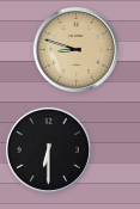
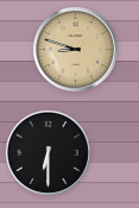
clock at (48, 149) position: (48, 149) -> (48, 152)
